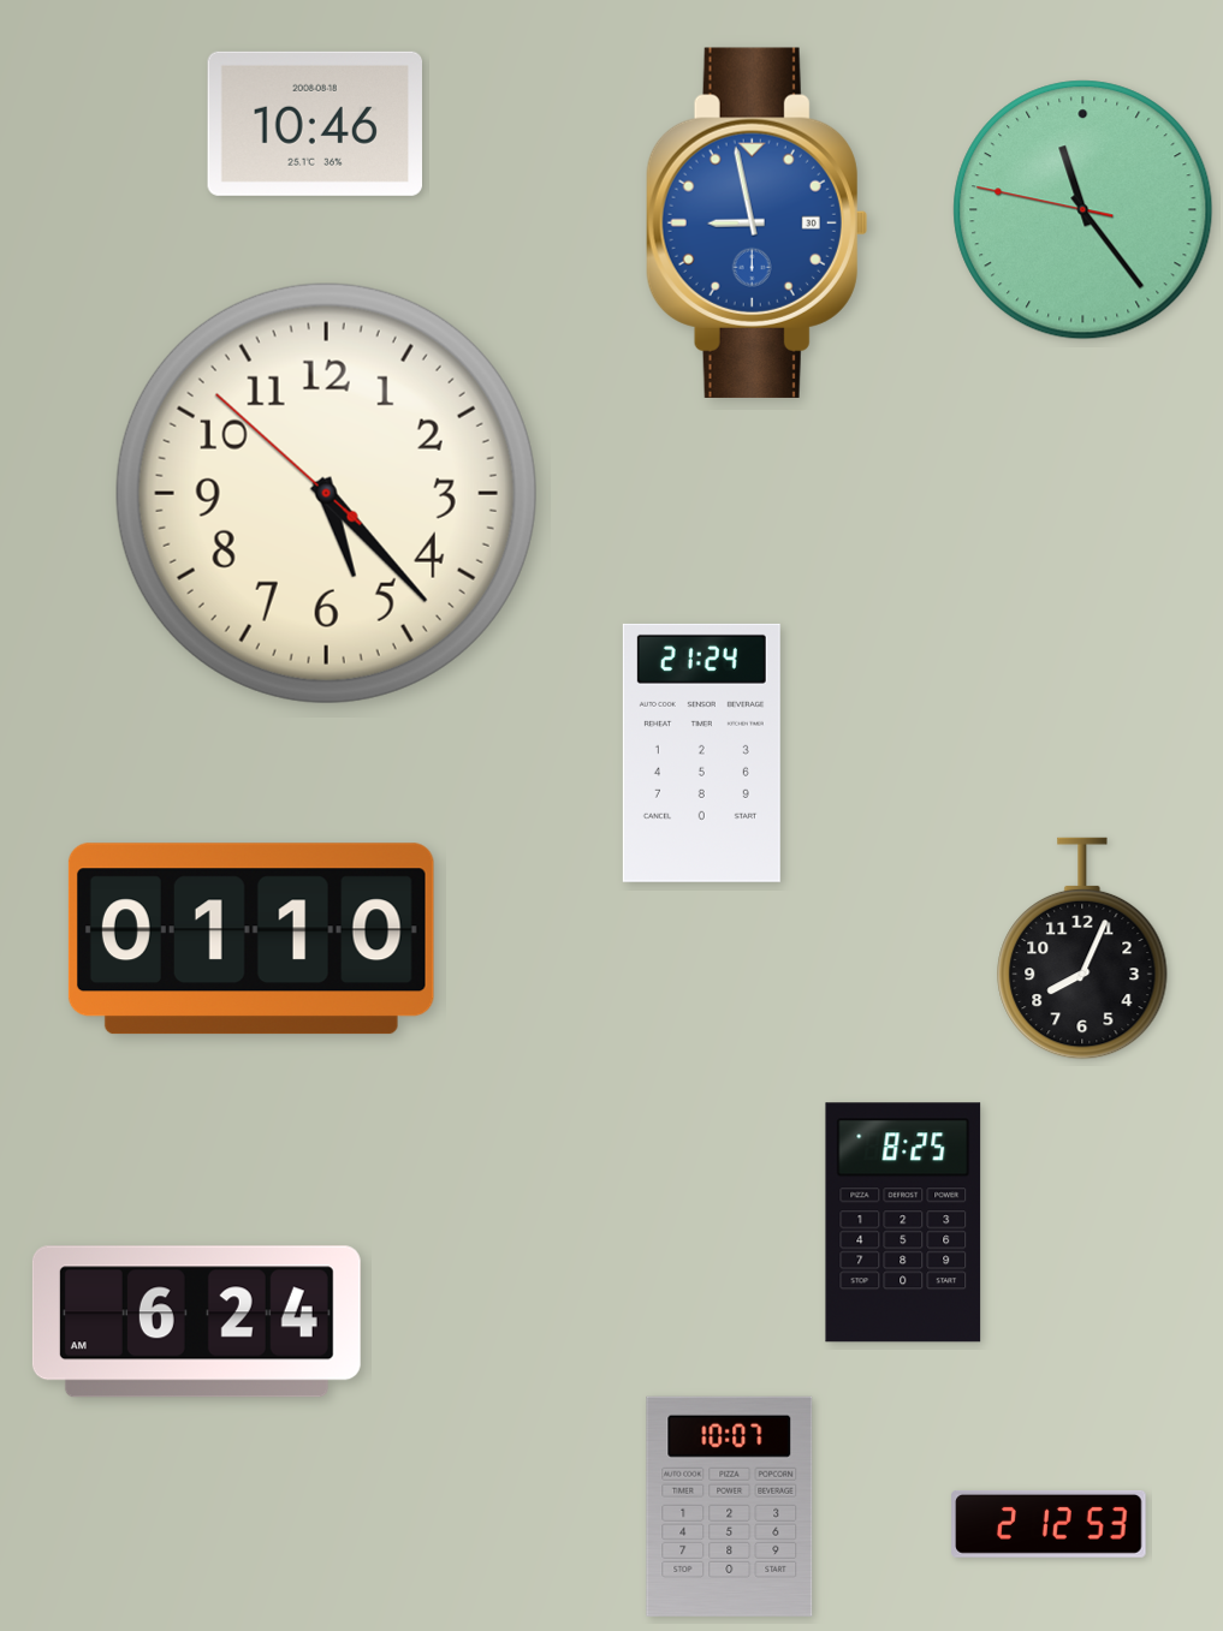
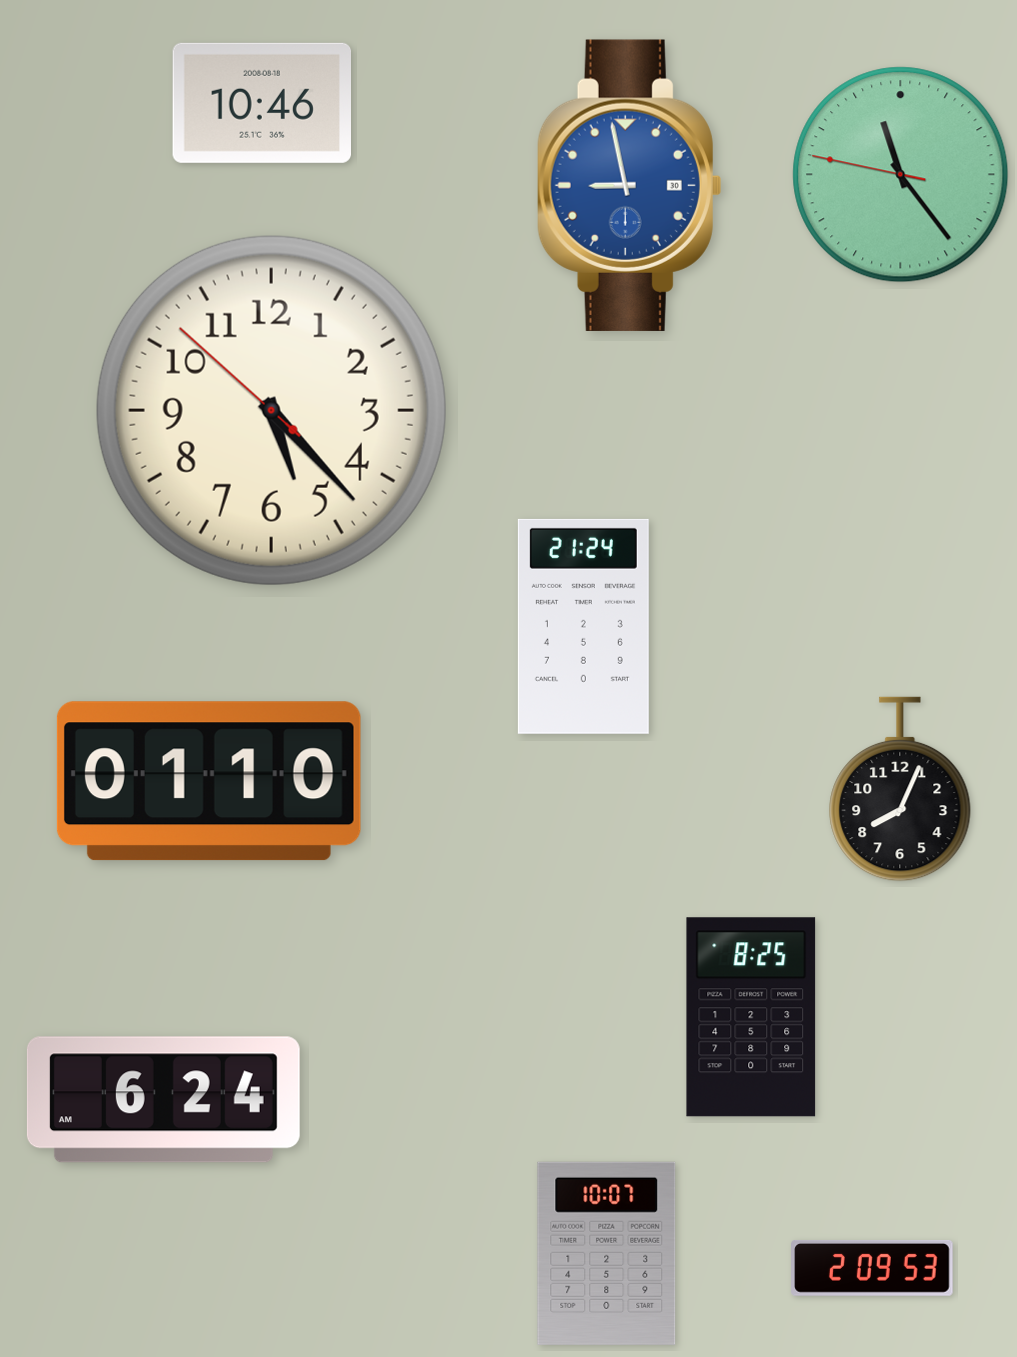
clock at (1049, 1524): 2:12 -> 2:09
